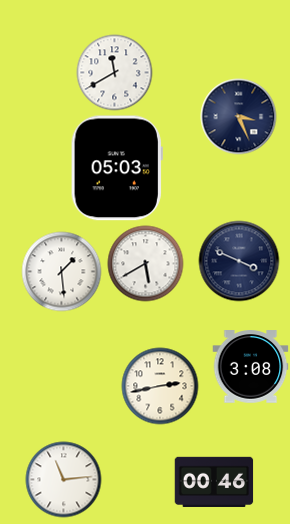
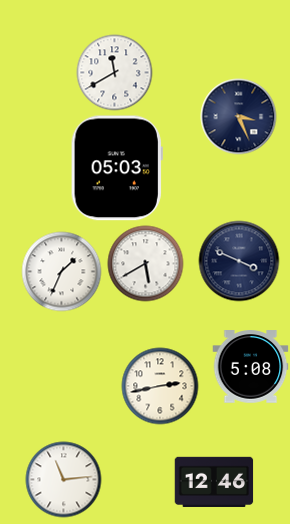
clock at (62, 272): 1:29 -> 1:34
clock at (251, 367): 3:08 -> 5:08
clock at (214, 482): 00:46 -> 12:46
